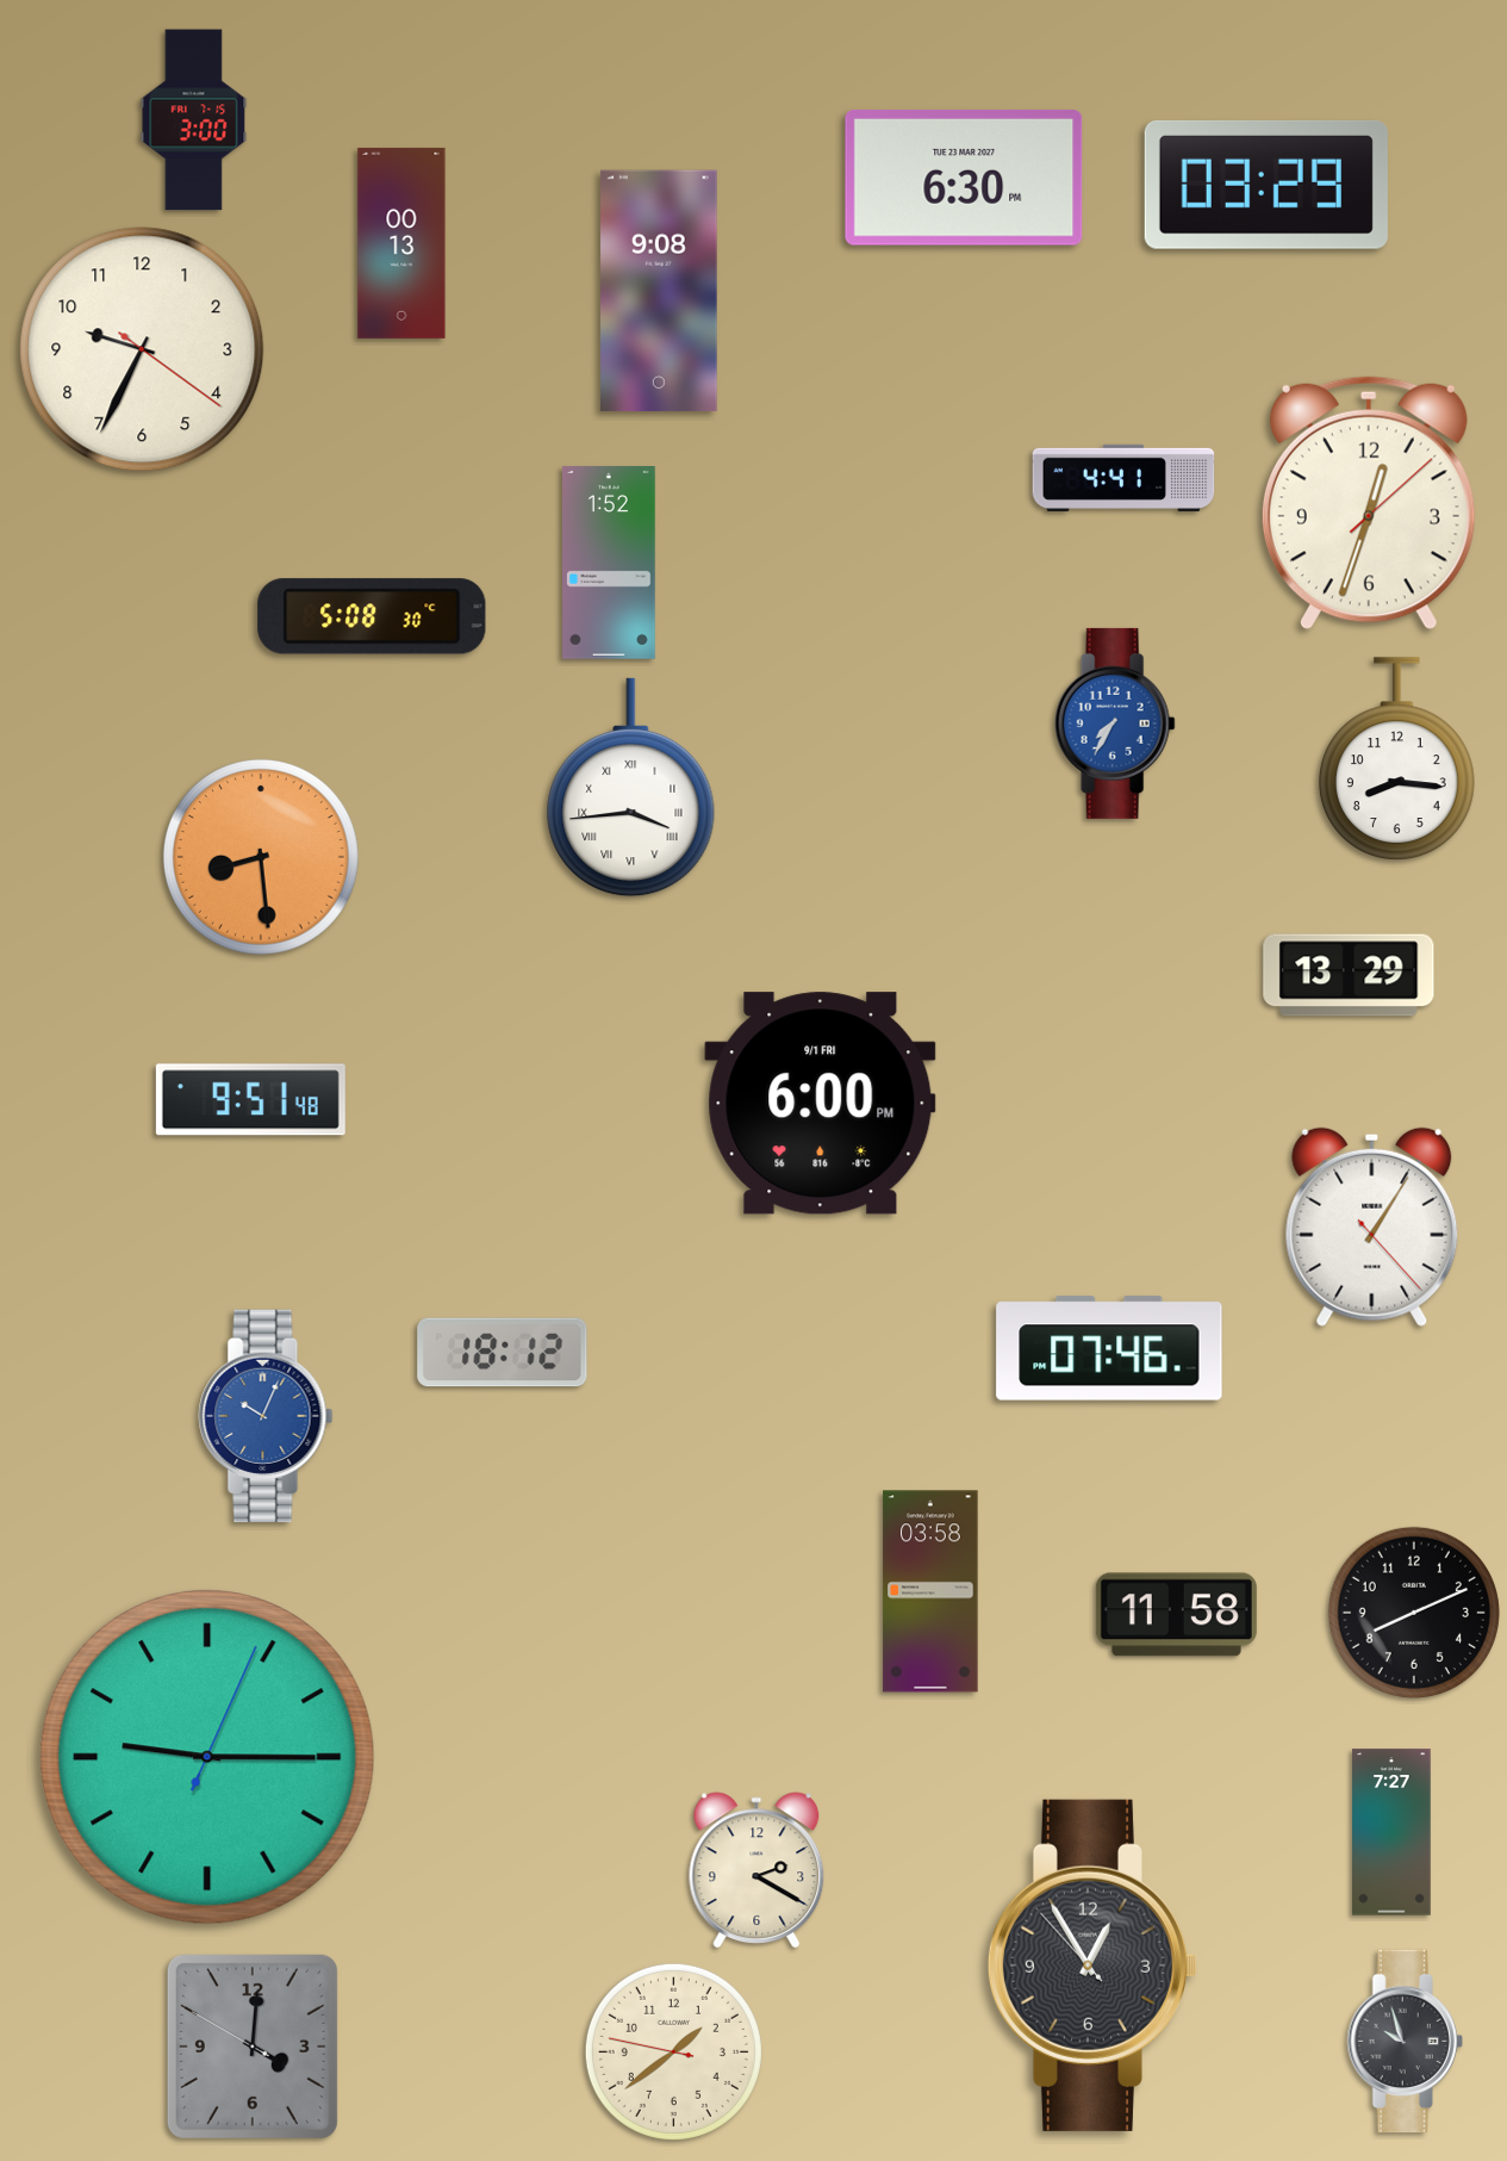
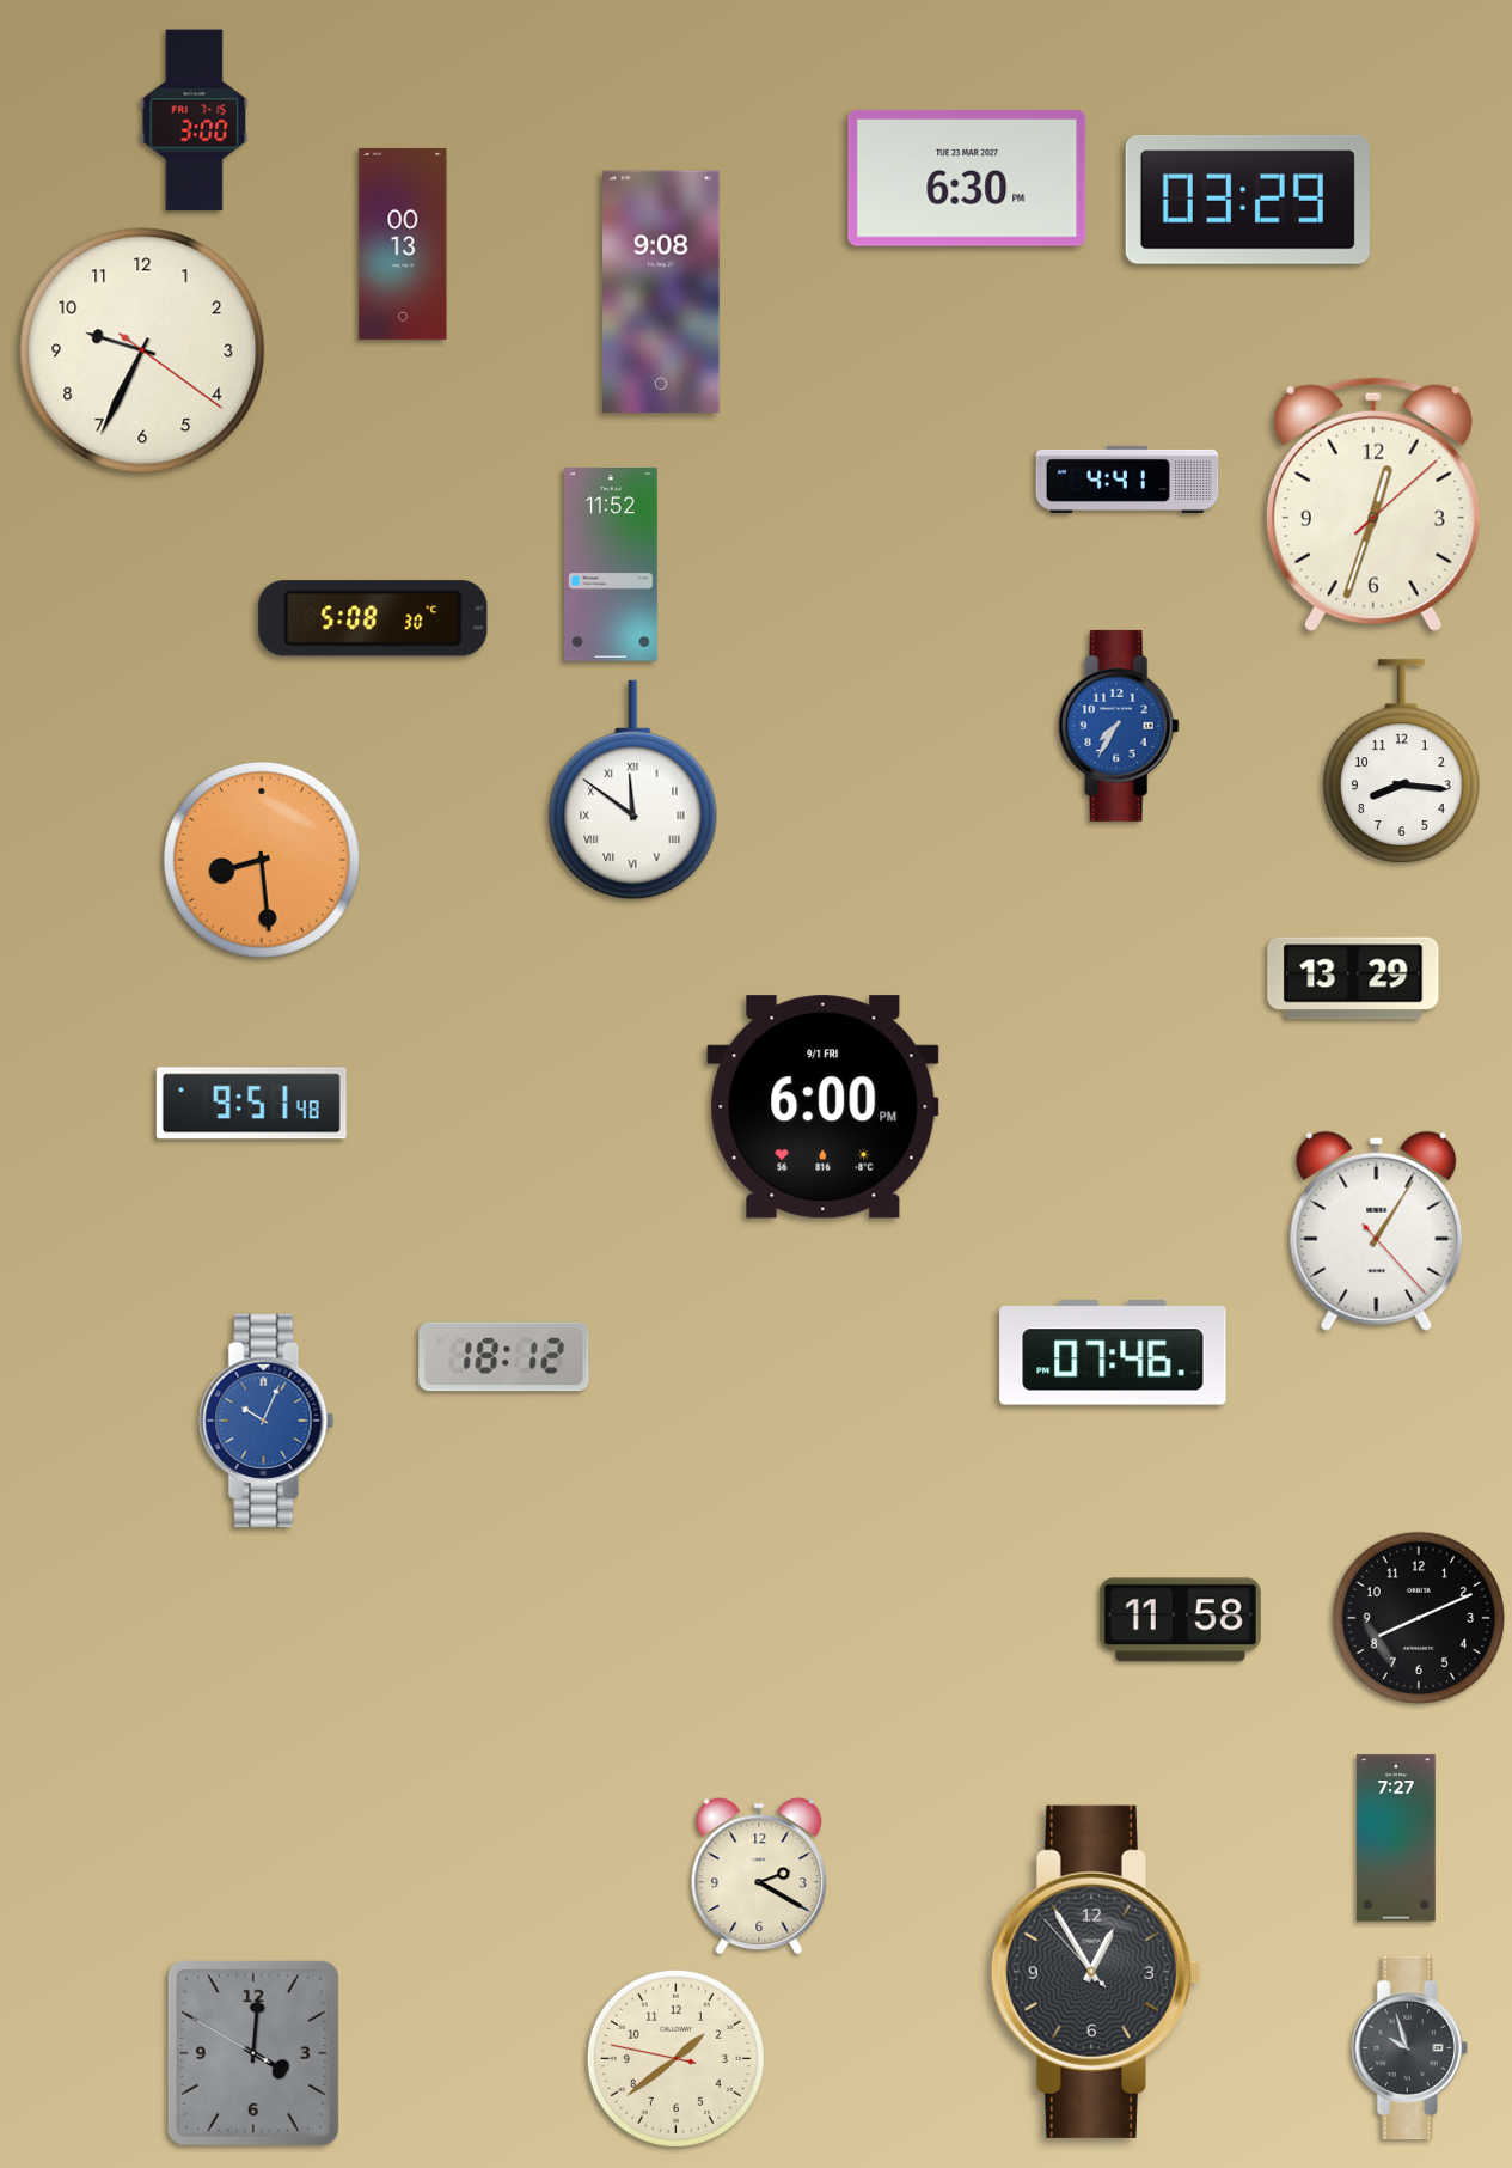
clock at (1266, 185) position: (1266, 185) -> (1248, 200)
clock at (610, 563): 1:52 -> 11:52
clock at (631, 788): 3:44 -> 11:51
clock at (930, 1591): 03:58 -> none
clock at (208, 1758): 9:15 -> none
